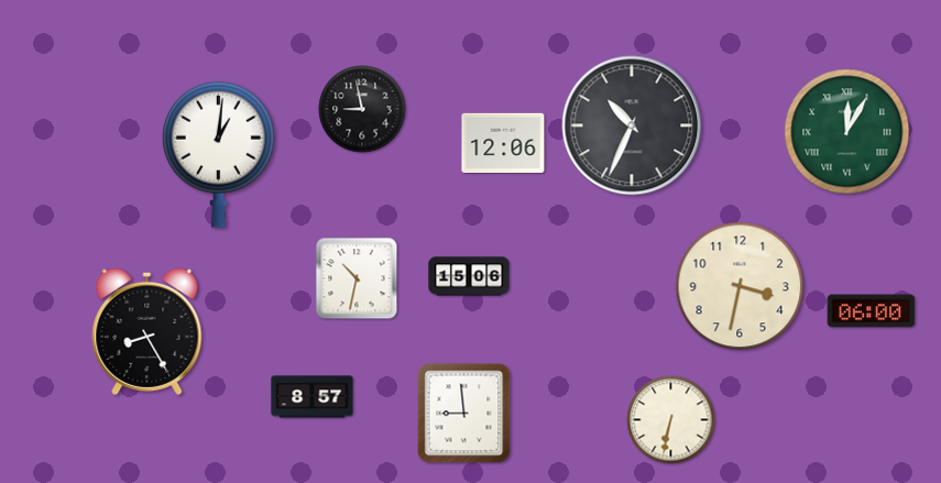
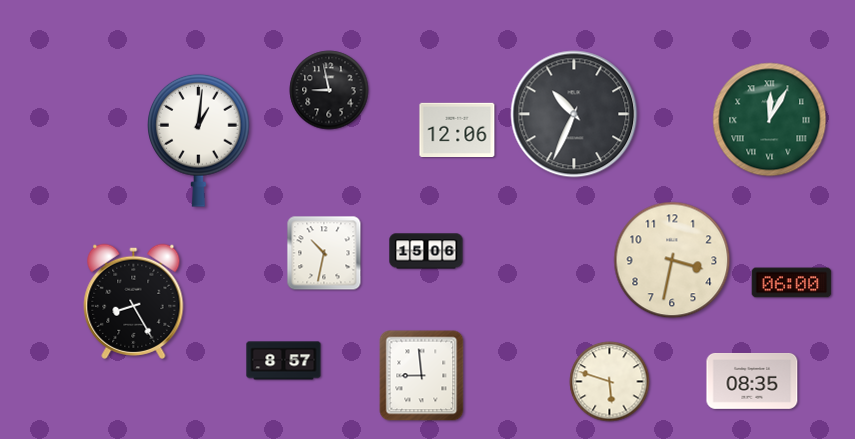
clock at (362, 109) position: (362, 109) -> (329, 90)
clock at (752, 381): none -> 08:35
clock at (671, 420): 6:32 -> 5:48
